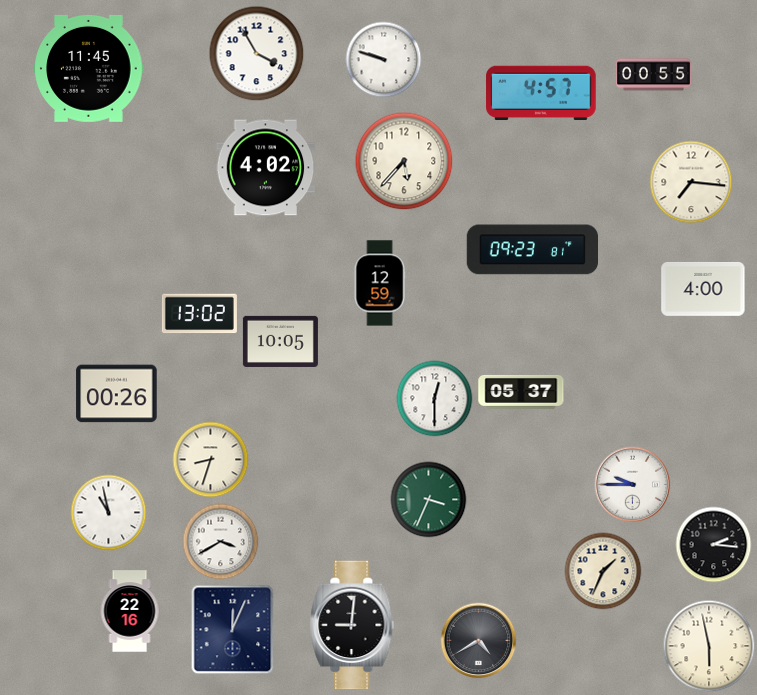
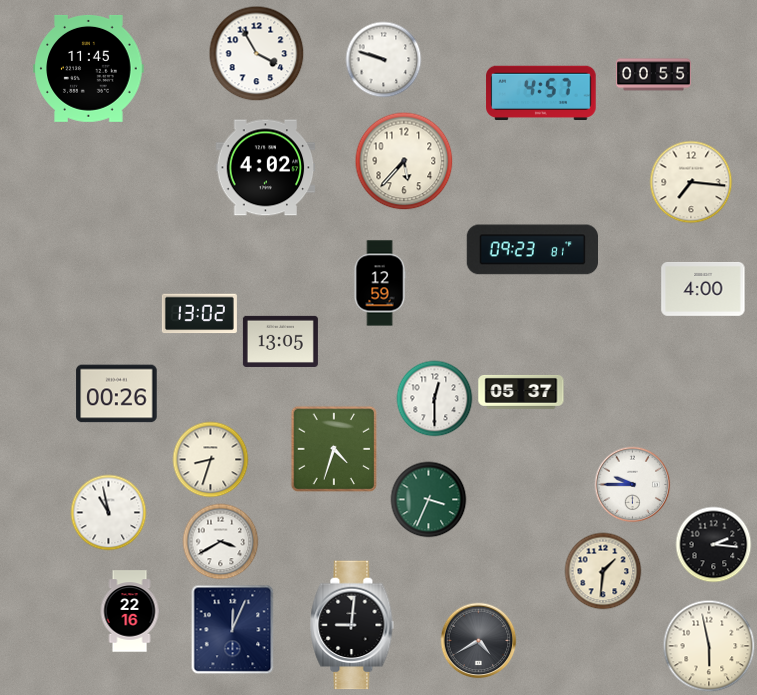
clock at (280, 341): 10:05 -> 13:05
clock at (334, 449): none -> 4:33
clock at (603, 571): 1:34 -> 1:31
